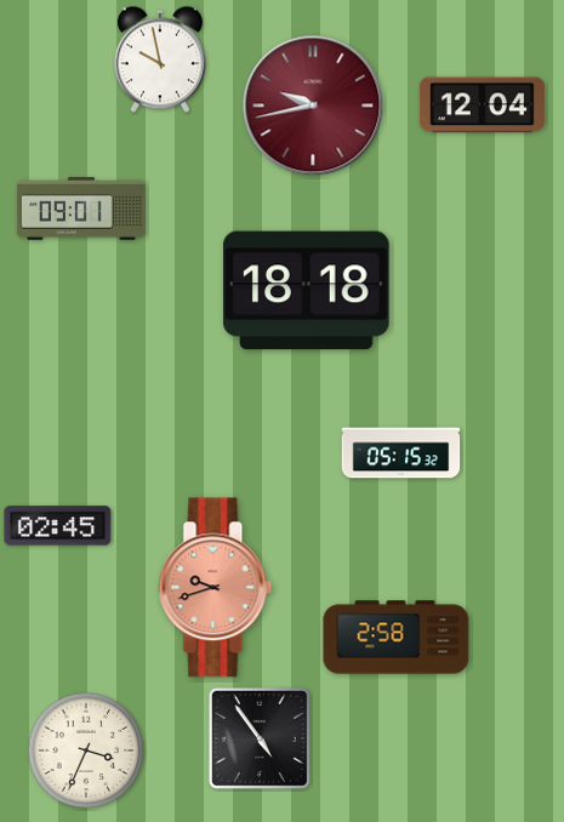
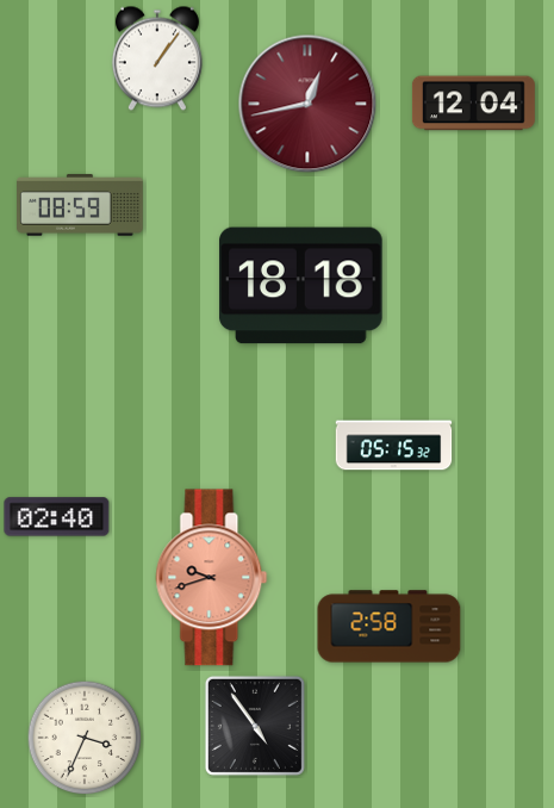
clock at (160, 59): 9:58 -> 1:06
clock at (313, 105): 9:43 -> 12:43
clock at (81, 209): 09:01 -> 08:59
clock at (58, 526): 02:45 -> 02:40
